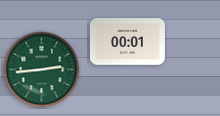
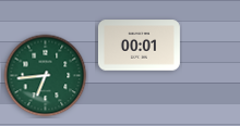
clock at (42, 70): 2:44 -> 6:44
